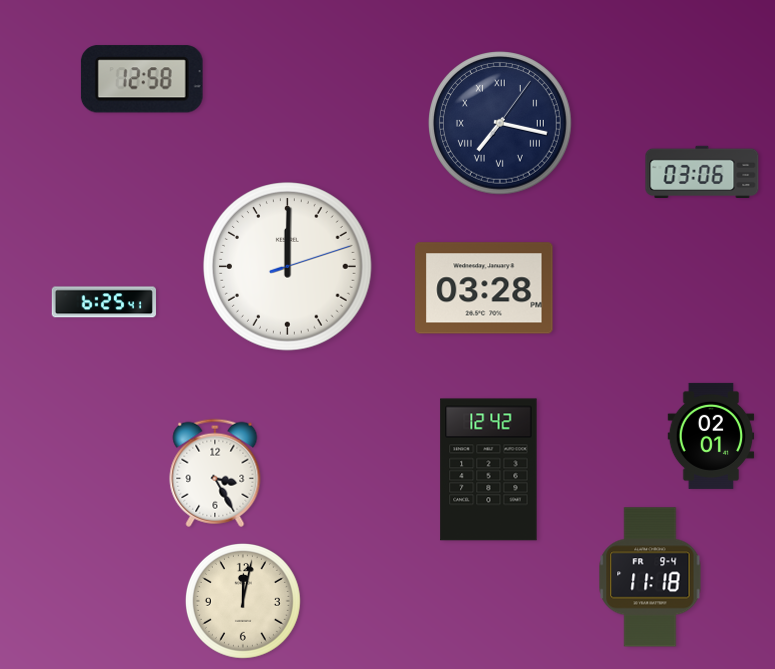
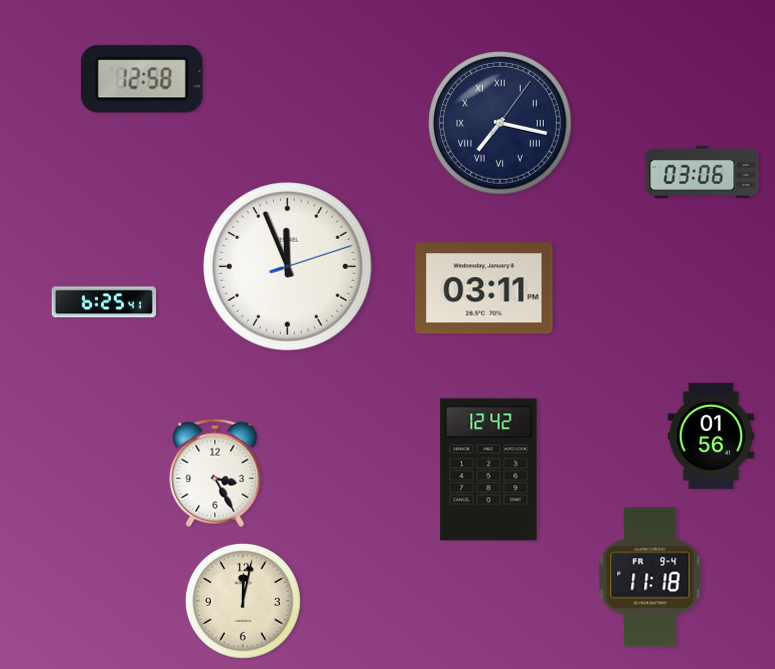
clock at (288, 267): 12:00 -> 11:56
clock at (484, 288): 03:28 -> 03:11
clock at (711, 436): 02:01 -> 01:56
